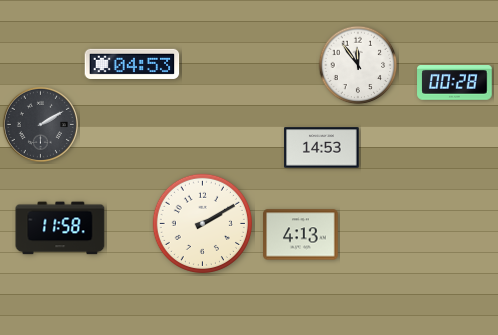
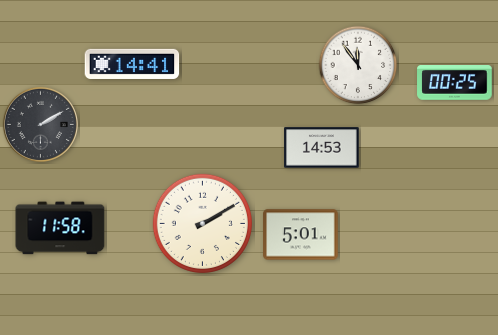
clock at (132, 64): 04:53 -> 14:41
clock at (455, 83): 00:28 -> 00:25
clock at (301, 235): 4:13 -> 5:01
